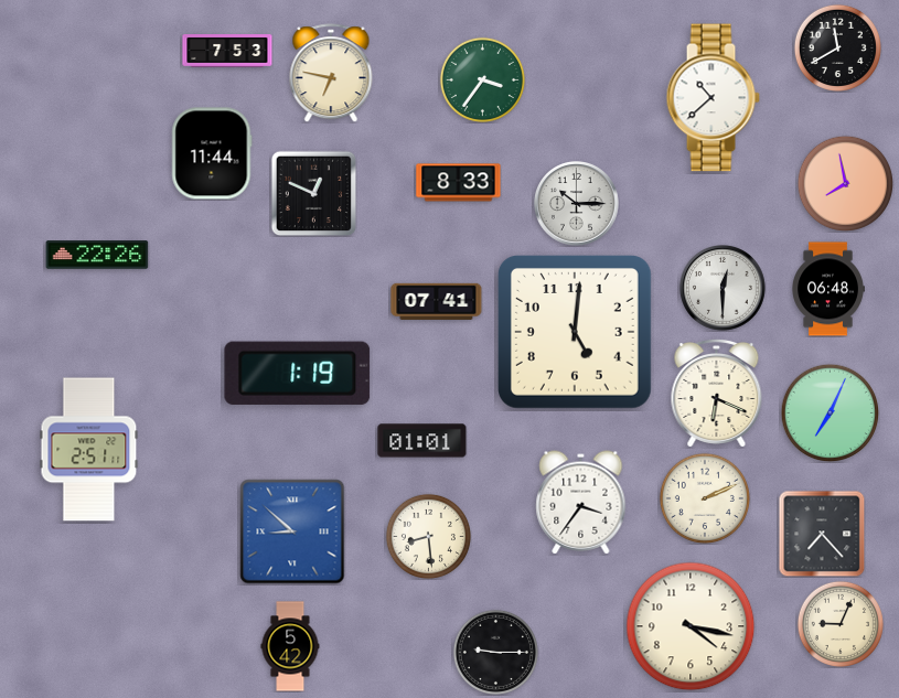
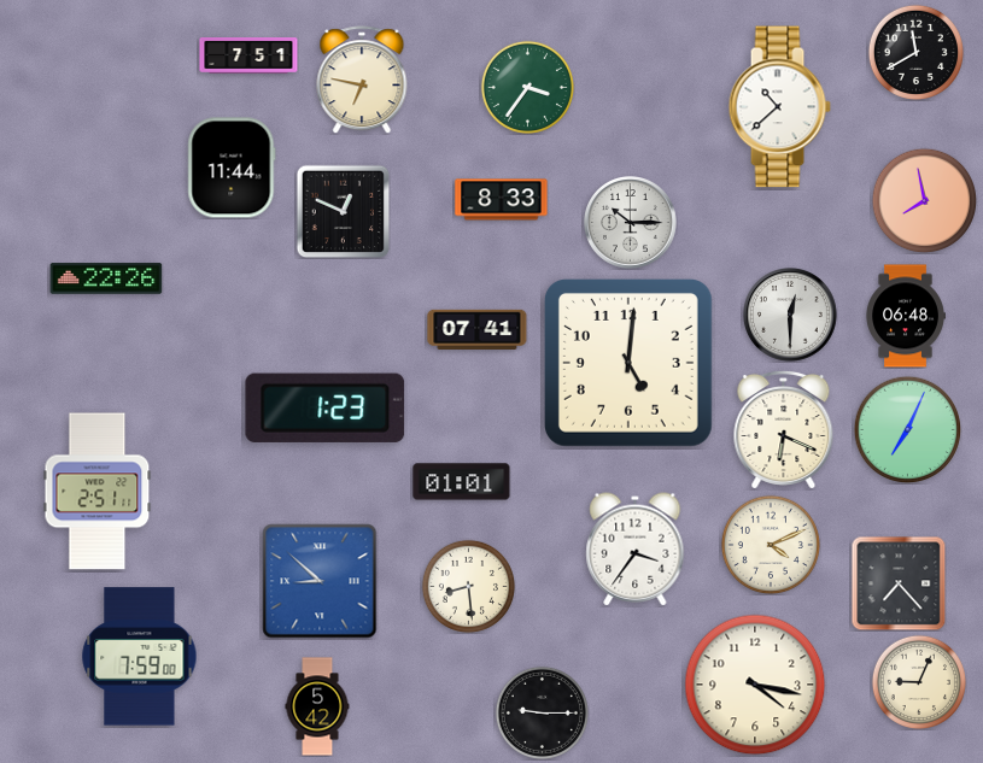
clock at (227, 52): 7:53 -> 7:51
clock at (298, 373): 1:19 -> 1:23
clock at (830, 412) position: (830, 412) -> (907, 429)
clock at (704, 497): 2:11 -> 4:11
clock at (140, 657): none -> 7:59
